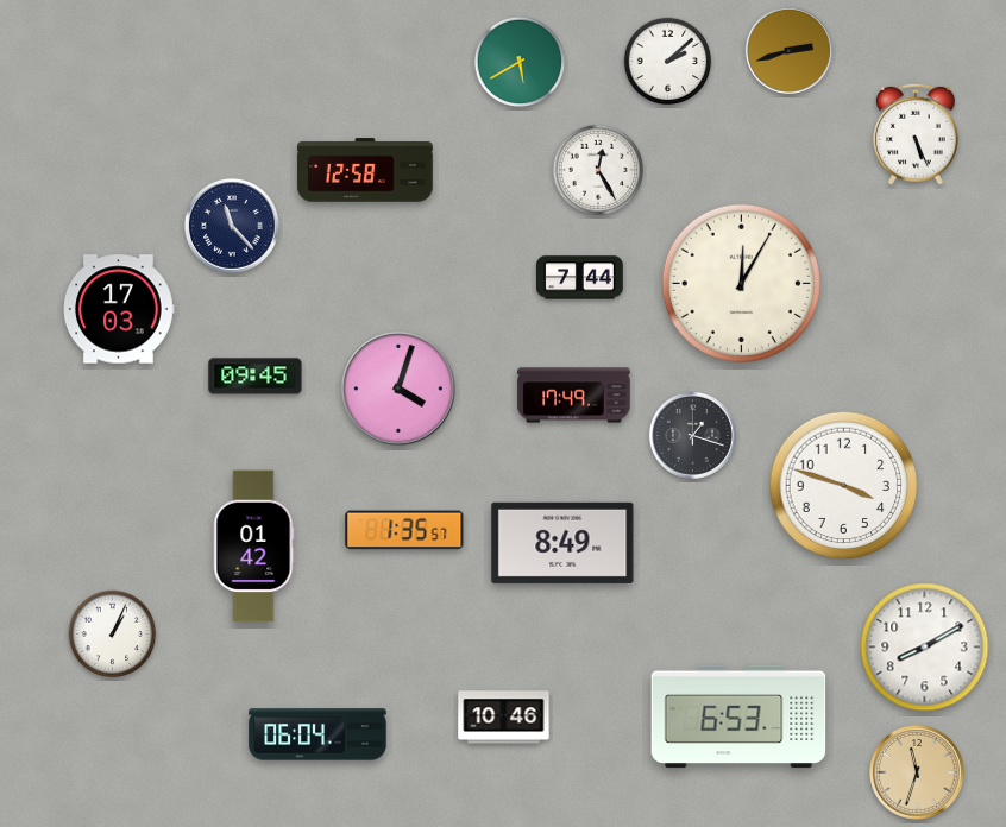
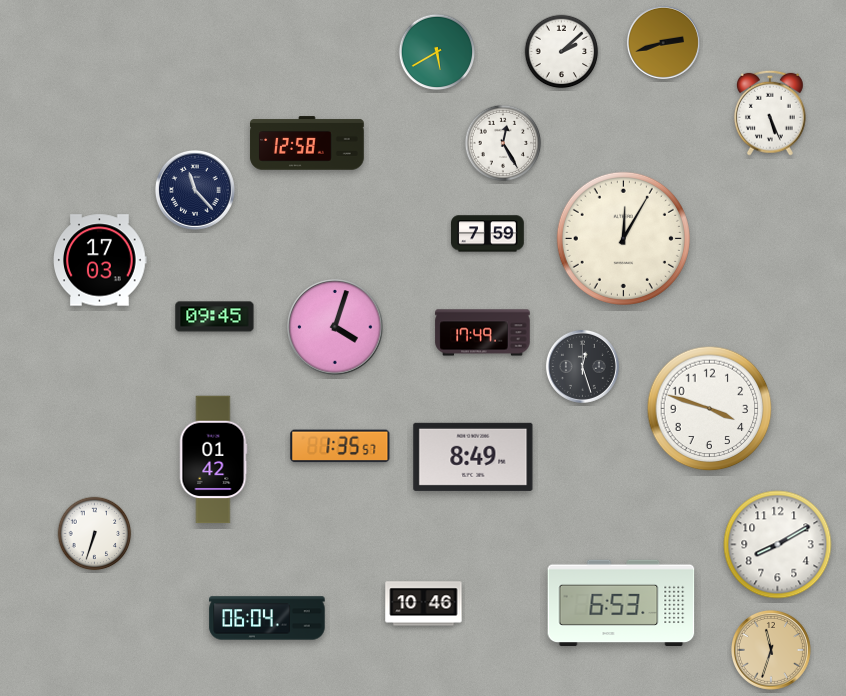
clock at (580, 278): 7:44 -> 7:59
clock at (692, 435): 1:18 -> 12:27
clock at (113, 635): 1:04 -> 6:33
